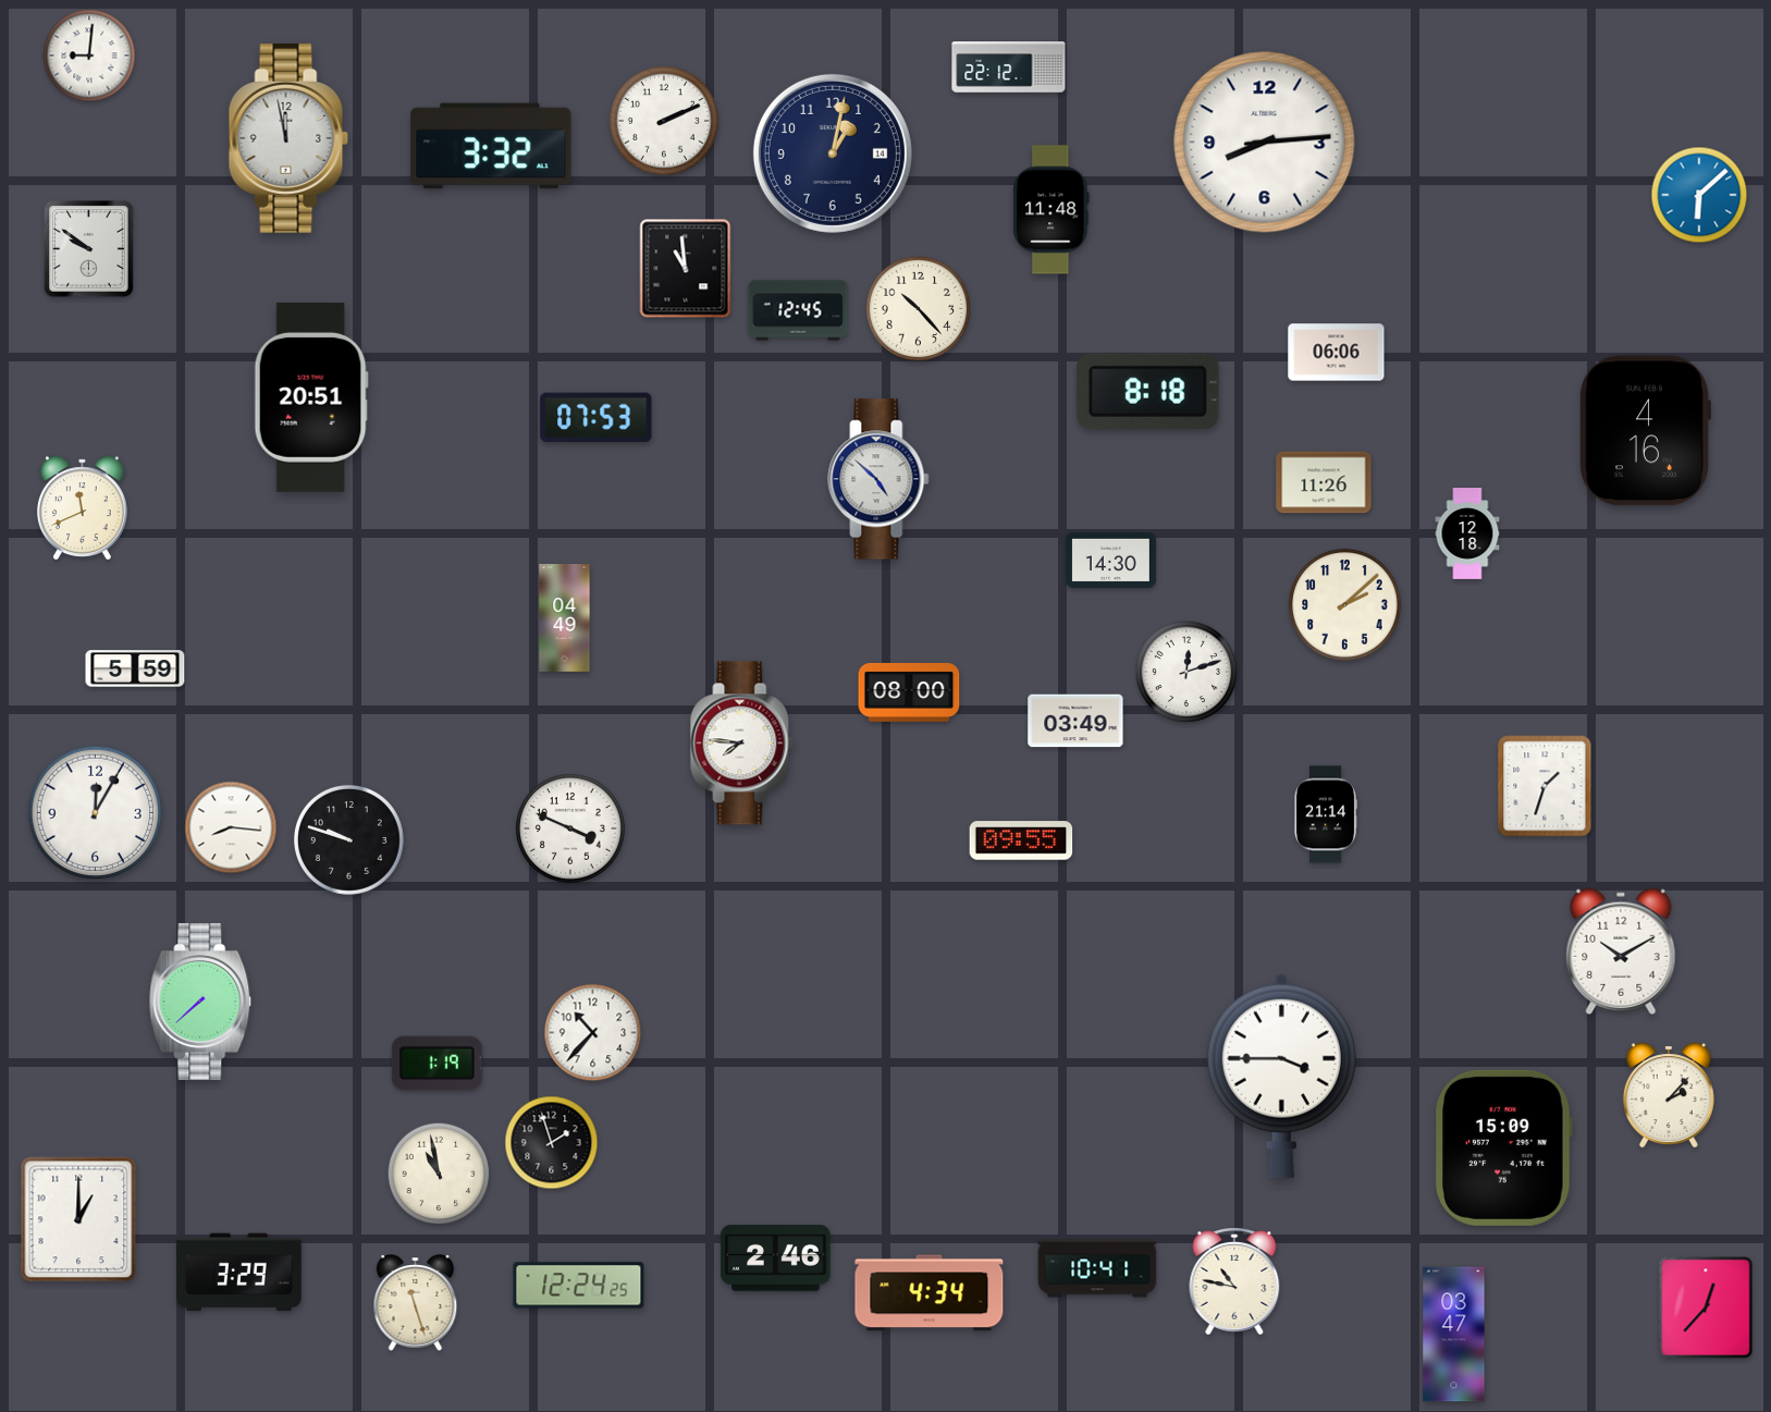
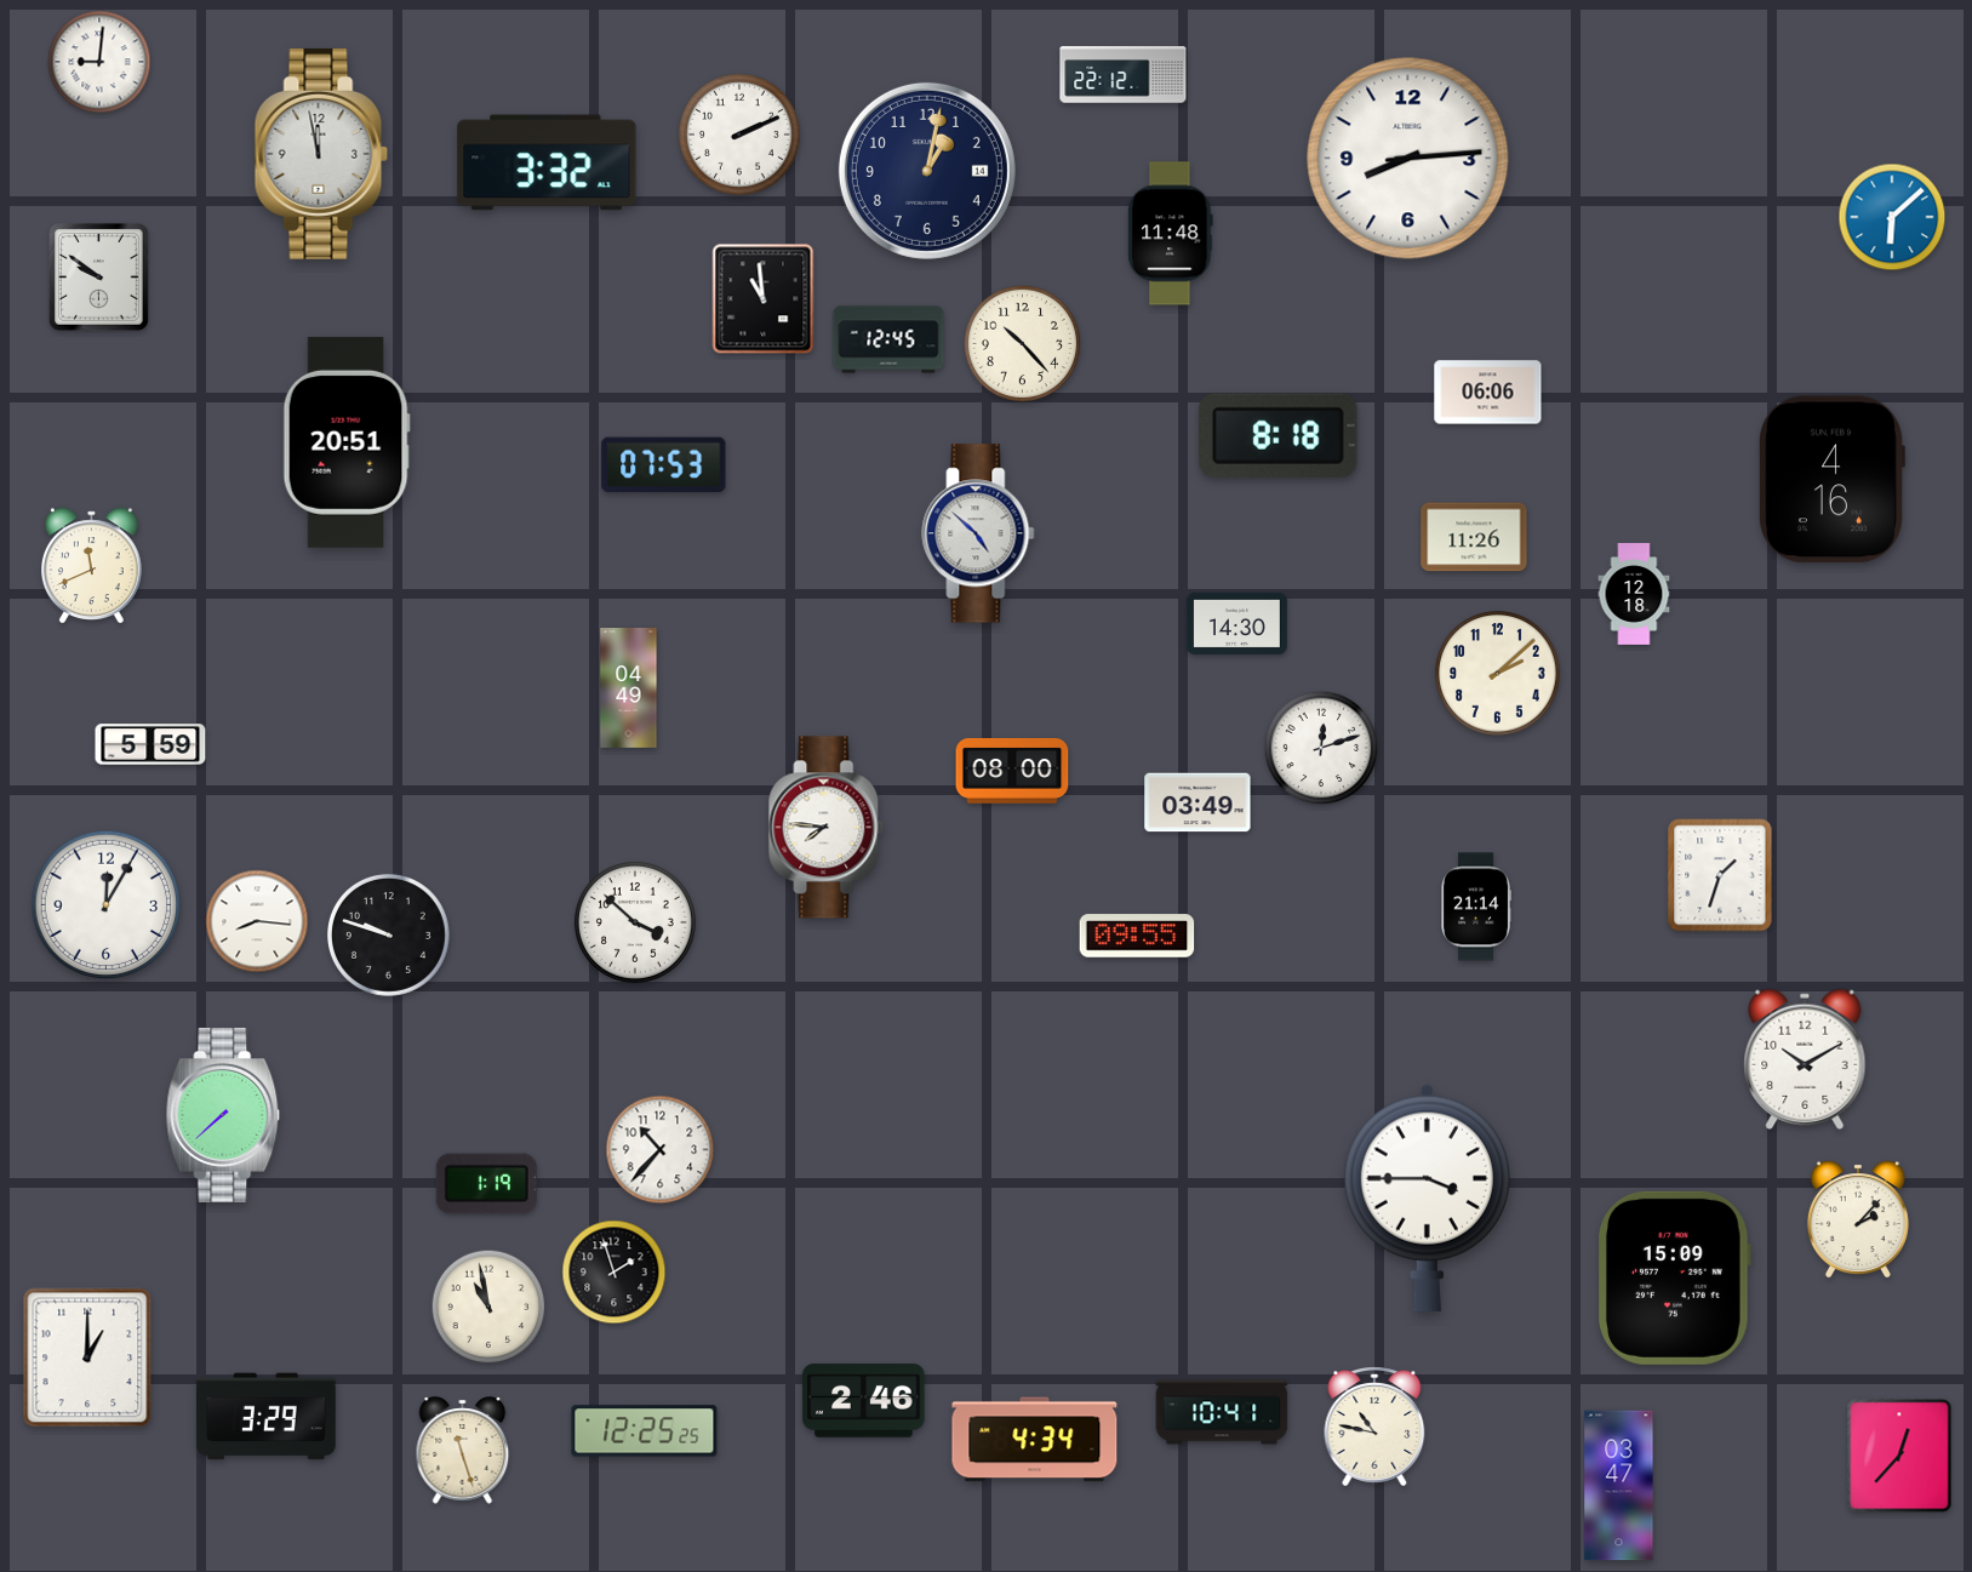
clock at (798, 310) position: (798, 310) -> (888, 339)
clock at (570, 828): 3:49 -> 3:52
clock at (579, 1286): 12:24 -> 12:25
